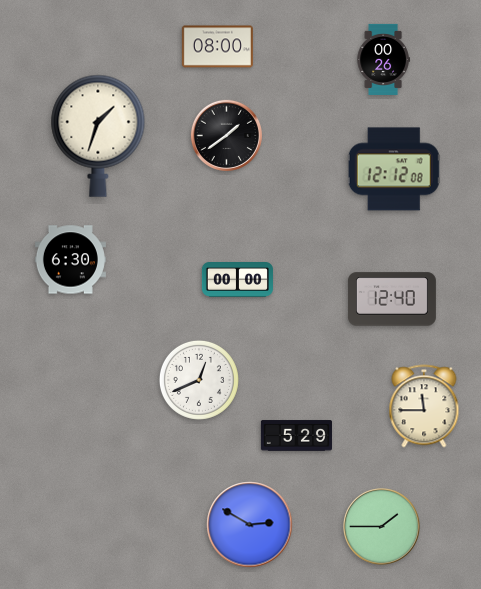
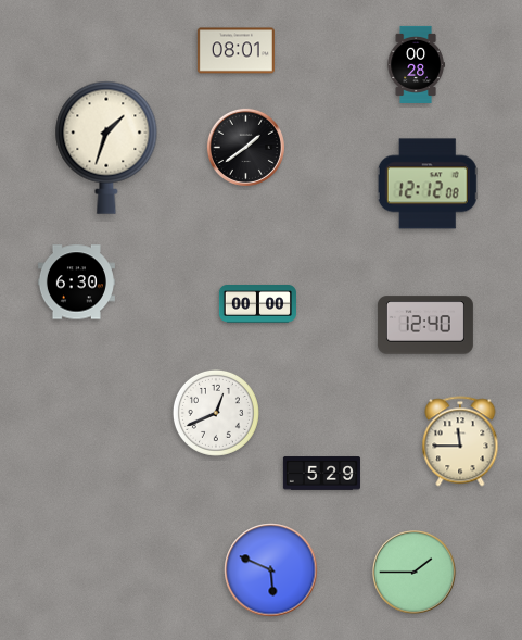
clock at (217, 47): 08:00 -> 08:01
clock at (383, 59): 00:26 -> 00:28
clock at (250, 525): 2:50 -> 5:49
